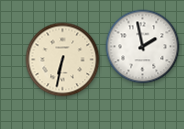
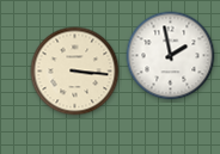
clock at (63, 60): 6:32 -> 3:16
